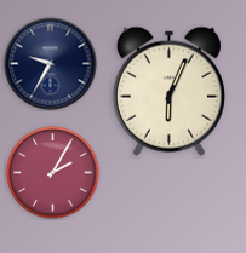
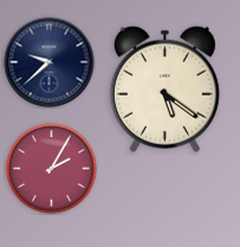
clock at (51, 64): 9:35 -> 9:38
clock at (168, 91): 6:04 -> 5:21
